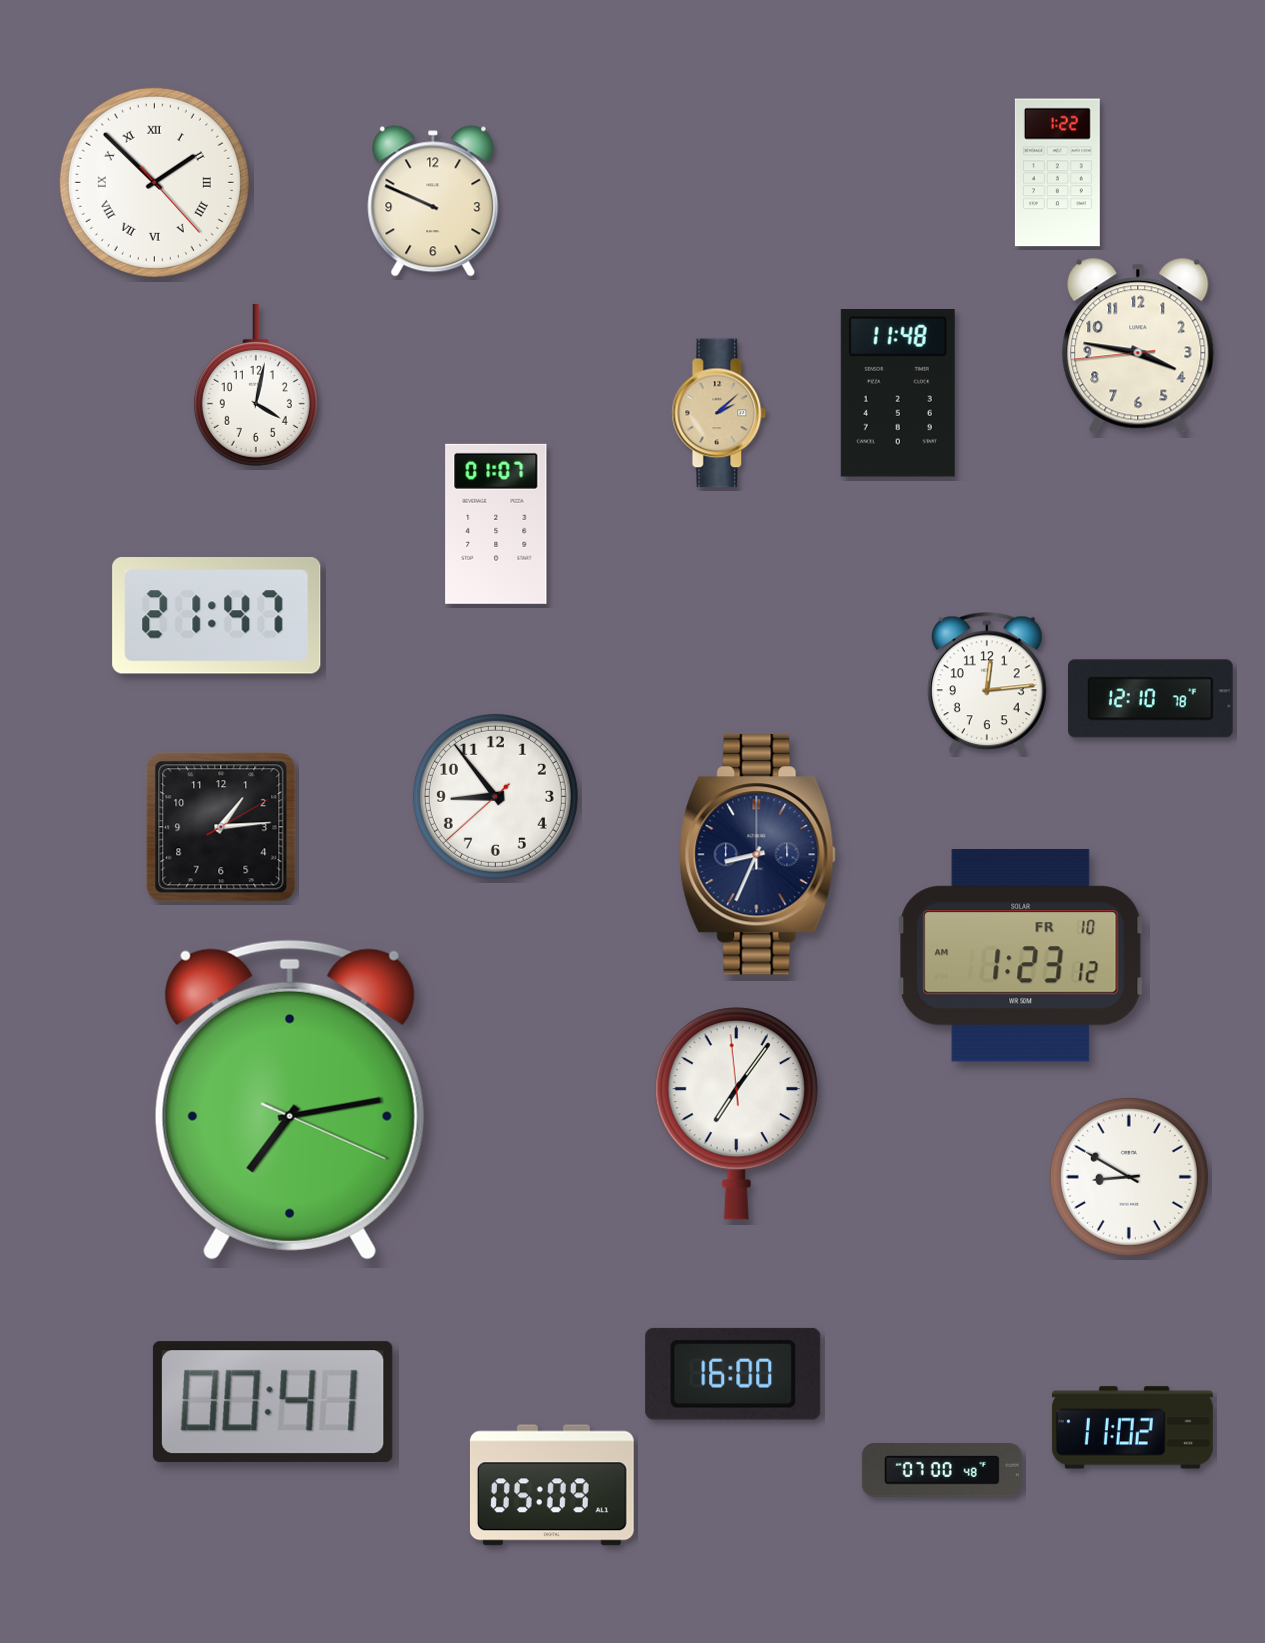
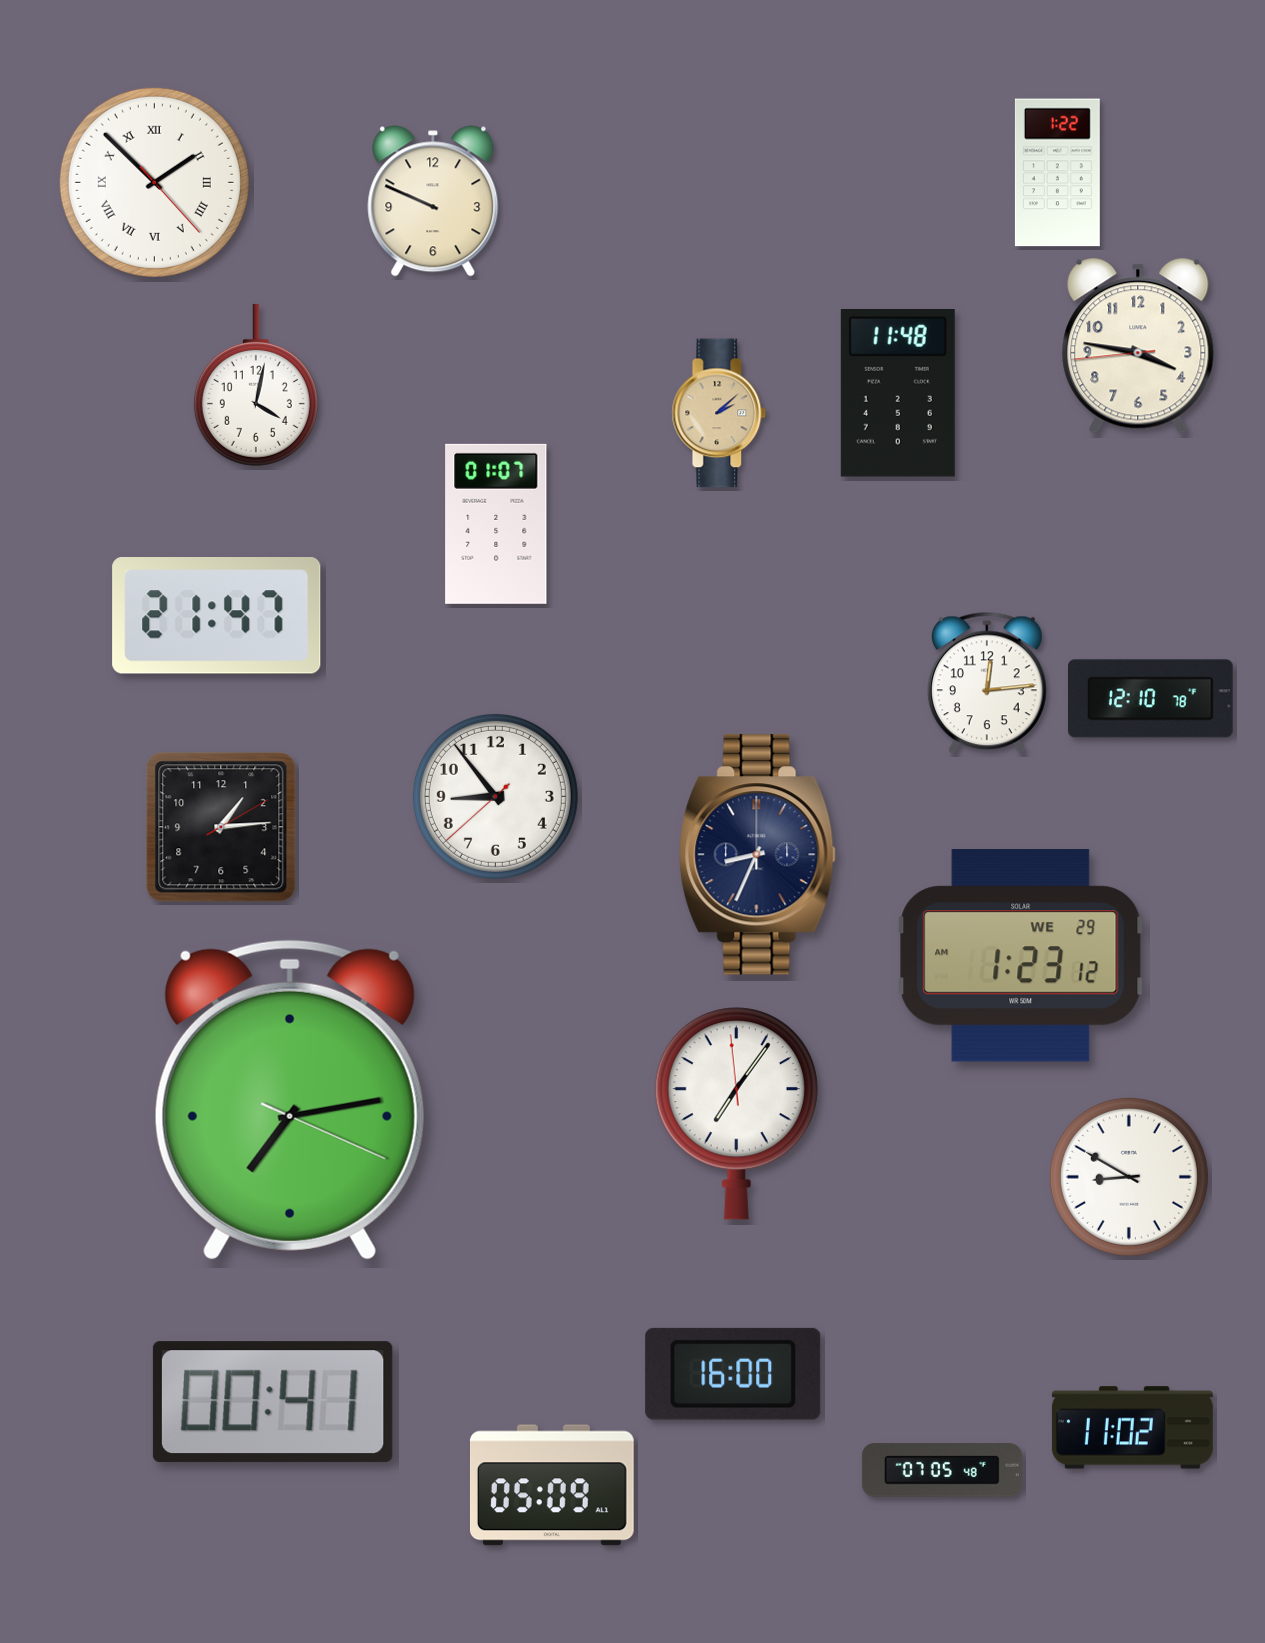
clock at (1021, 956) date: FR 10 -> WE 29
clock at (942, 1470): 07:00 -> 07:05
